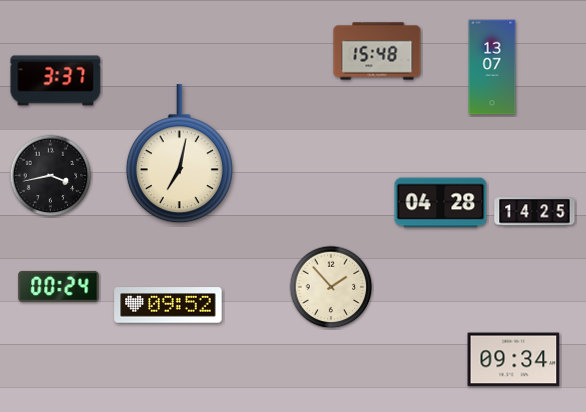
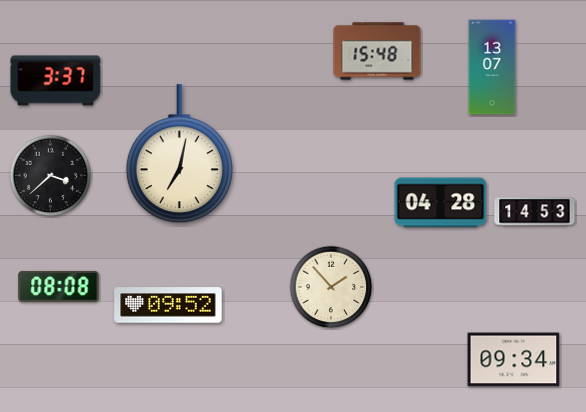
clock at (51, 176): 3:43 -> 3:38
clock at (535, 212): 14:25 -> 14:53
clock at (59, 286): 00:24 -> 08:08
